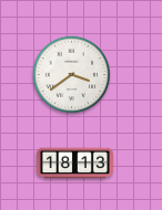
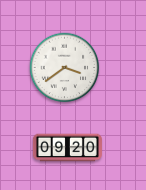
clock at (74, 164): 18:13 -> 09:20
